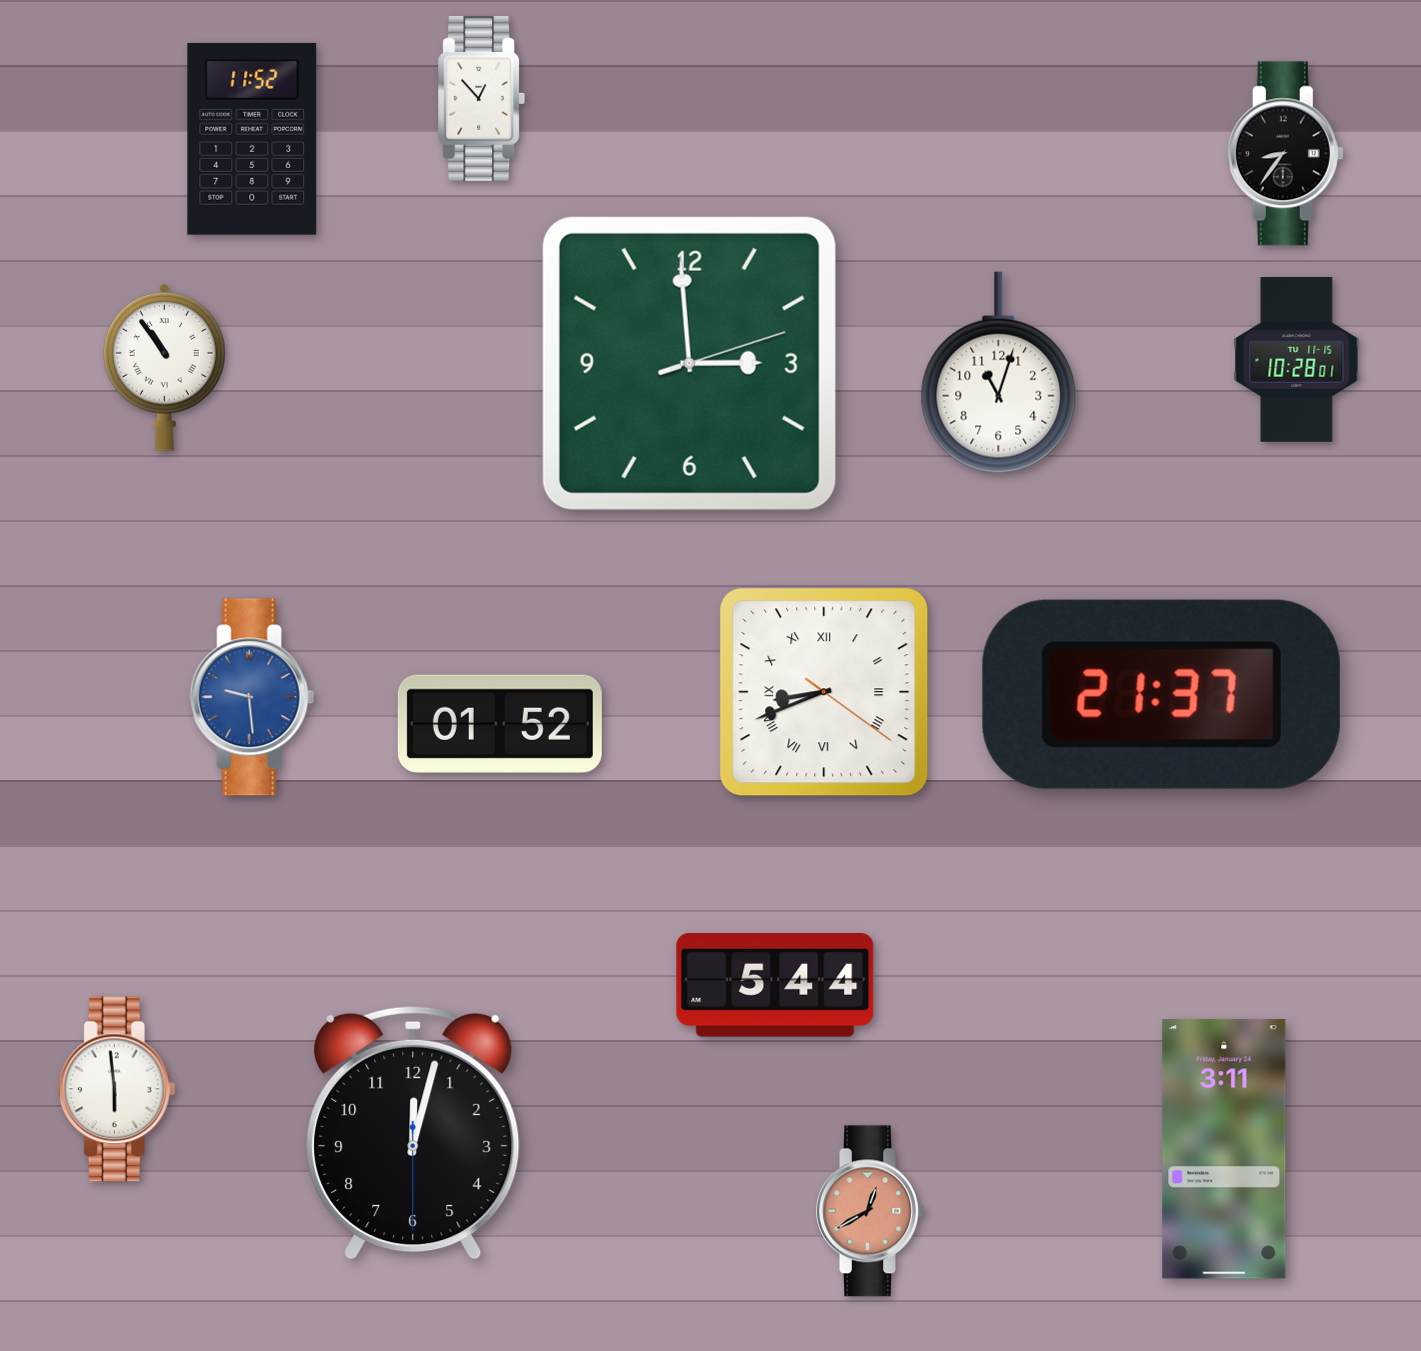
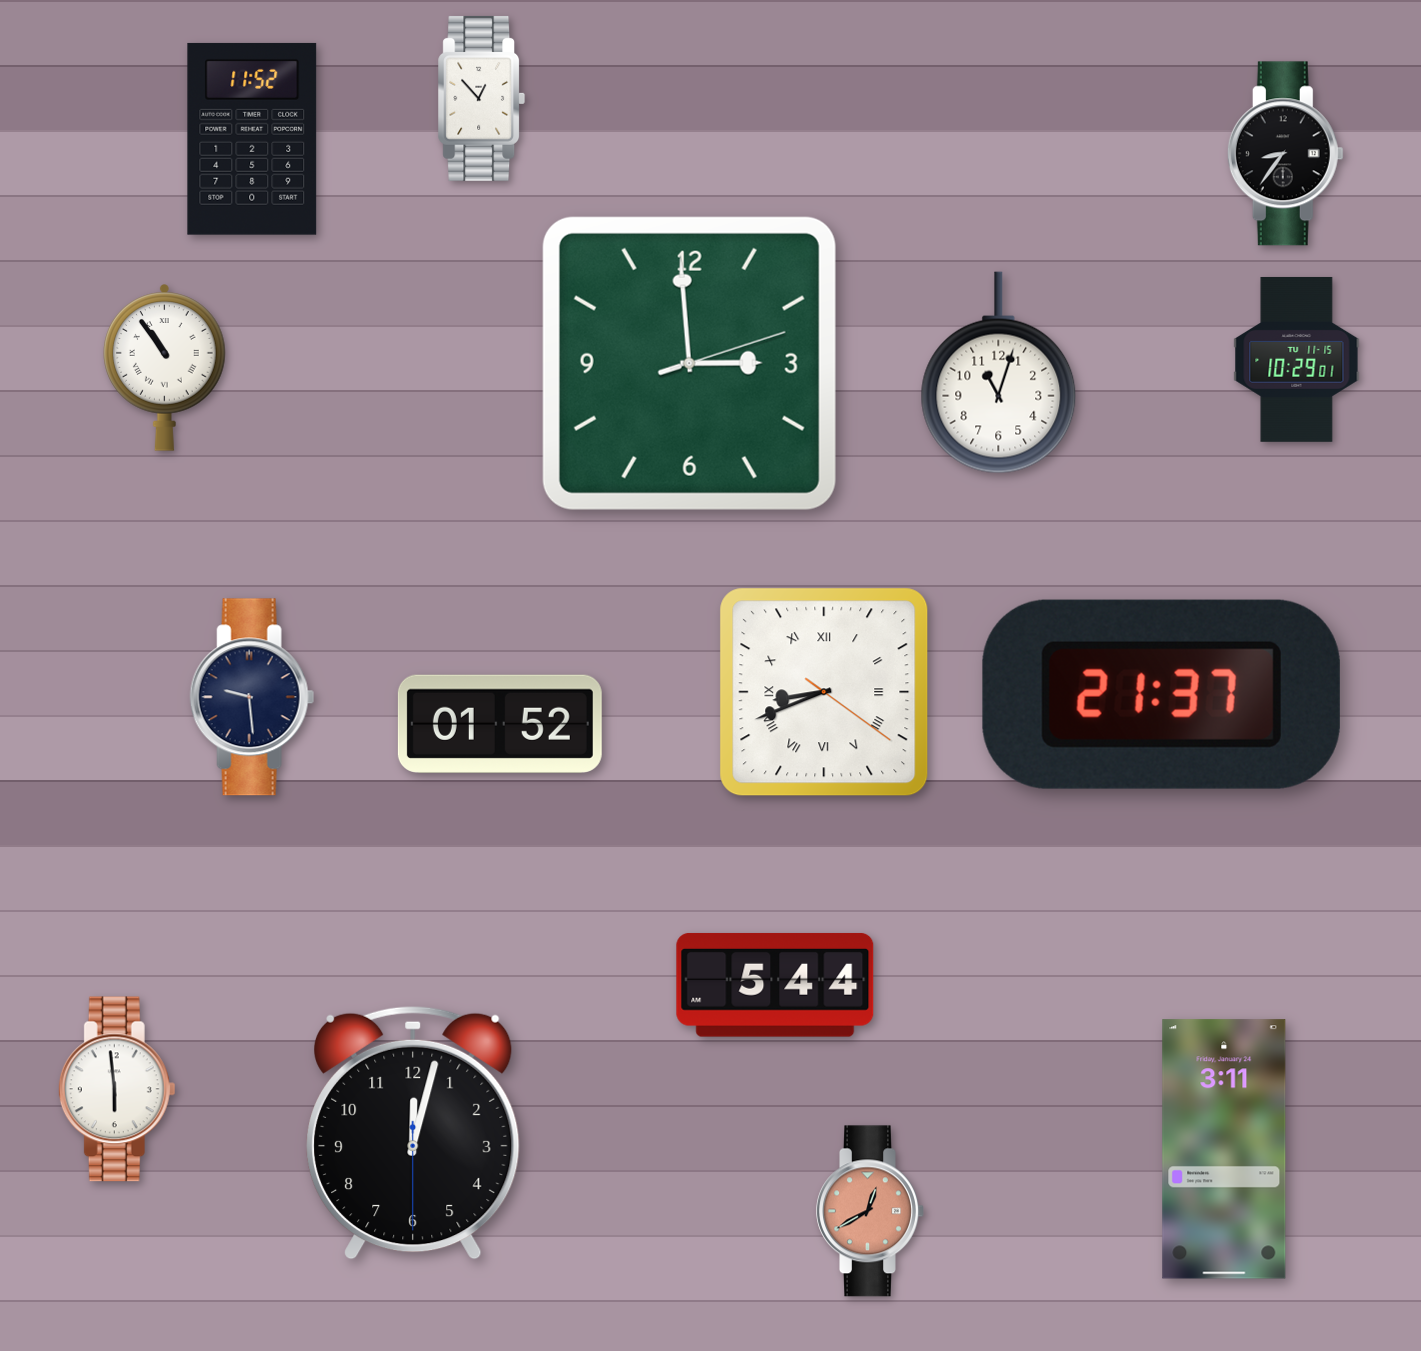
clock at (1297, 359): 10:28 -> 10:29
clock at (252, 697) dial: blue -> navy
